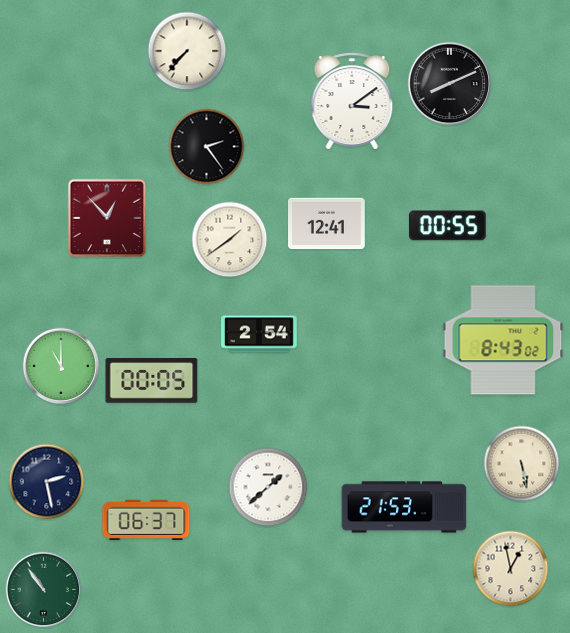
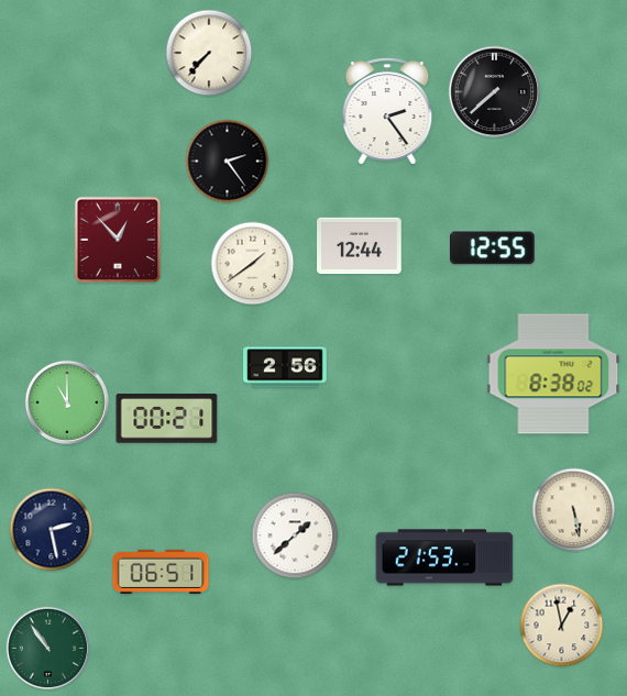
clock at (187, 51) position: (187, 51) -> (209, 53)
clock at (450, 84): 8:11 -> 7:38
clock at (352, 101): 3:09 -> 2:24
clock at (327, 224): 12:41 -> 12:44
clock at (448, 226): 00:55 -> 12:55
clock at (259, 334): 2:54 -> 2:56
clock at (503, 340): 8:43 -> 8:38
clock at (152, 381): 00:05 -> 00:21
clock at (146, 520): 06:37 -> 06:51
